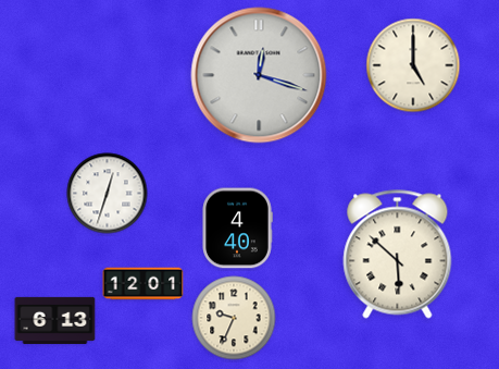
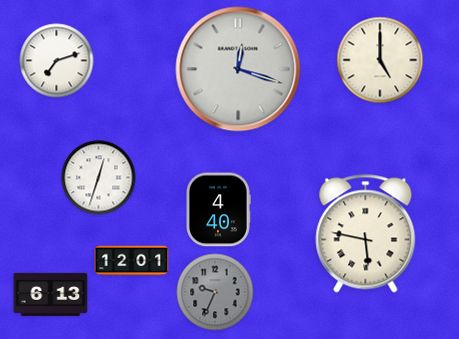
clock at (57, 61): none -> 7:12
clock at (398, 255): 5:52 -> 5:47
clock at (234, 318) dial: cream -> grey
